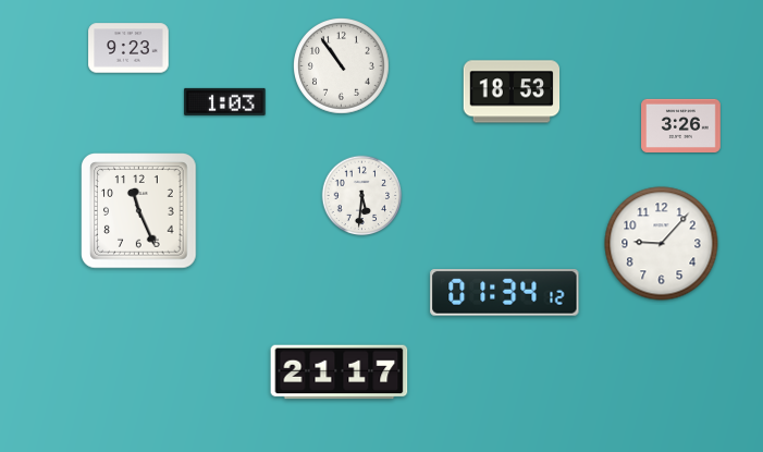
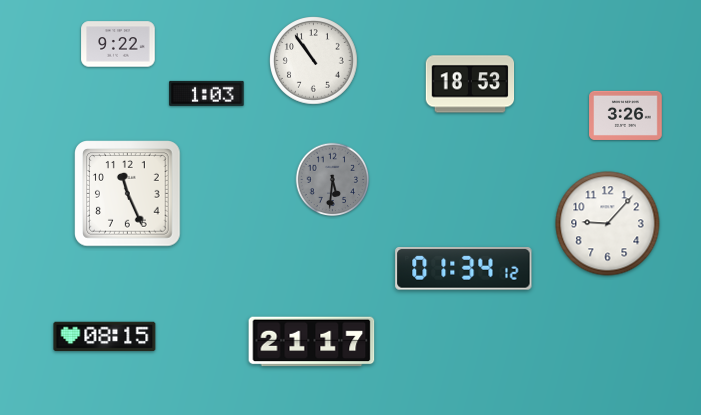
clock at (128, 48): 9:23 -> 9:22
clock at (362, 196) dial: white -> grey
clock at (105, 337): none -> 08:15
